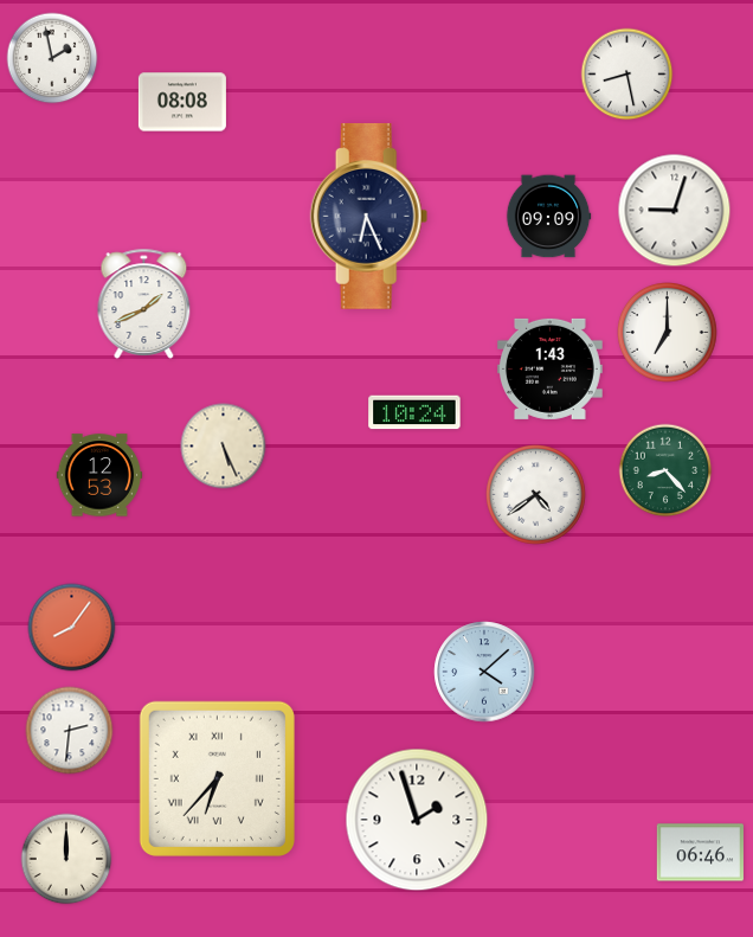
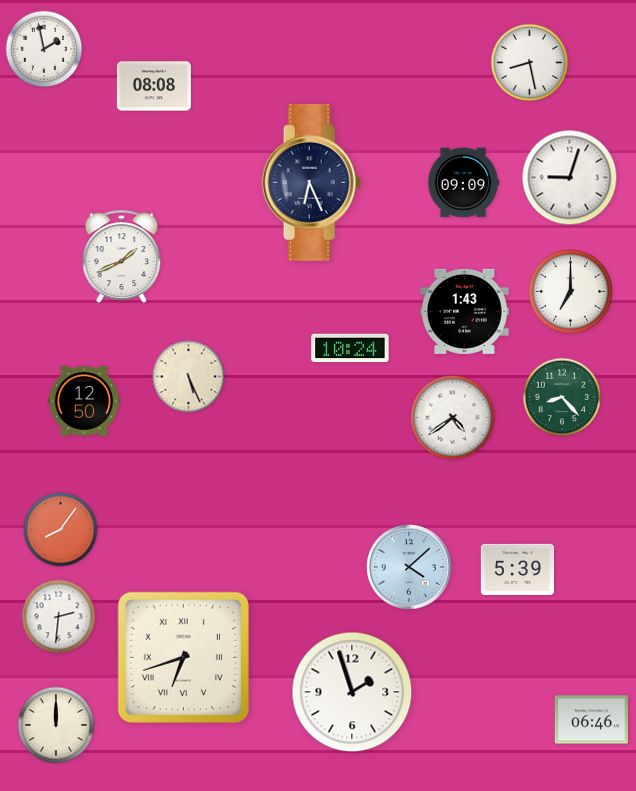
clock at (668, 333) position: (668, 333) -> (571, 292)
clock at (99, 475): 12:53 -> 12:50
clock at (517, 569): none -> 5:39
clock at (217, 778): 6:37 -> 6:42
